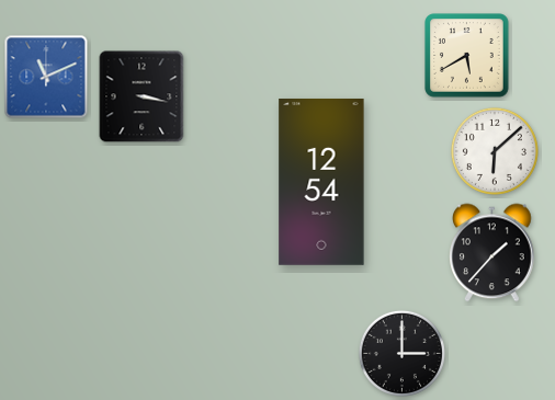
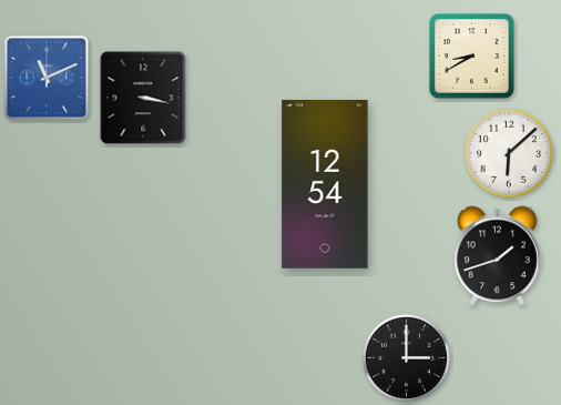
clock at (467, 56): 5:40 -> 8:40
clock at (495, 151) position: (495, 151) -> (509, 153)
clock at (492, 253): 1:37 -> 1:42
